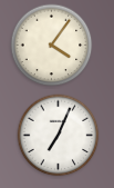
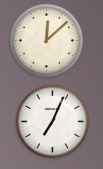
clock at (52, 46): 4:06 -> 12:08
